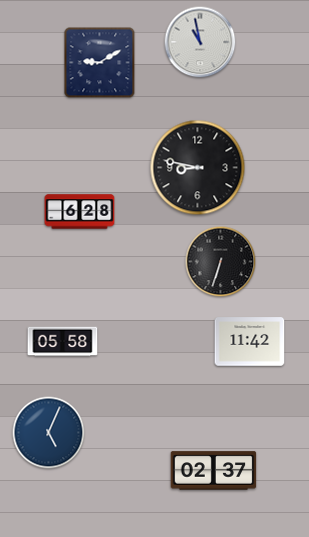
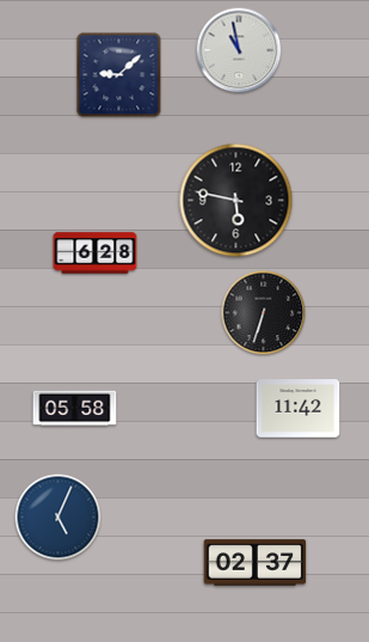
clock at (100, 63): 9:10 -> 9:08
clock at (198, 168): 8:47 -> 5:47
